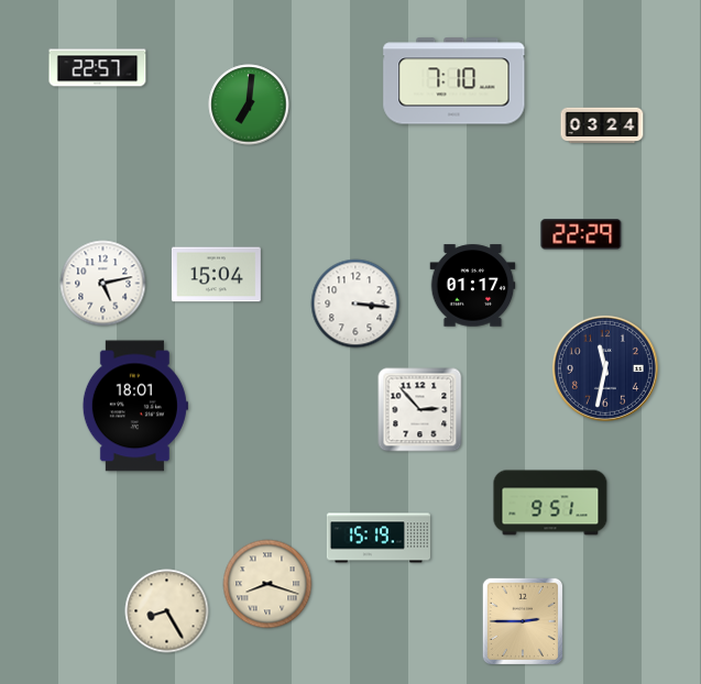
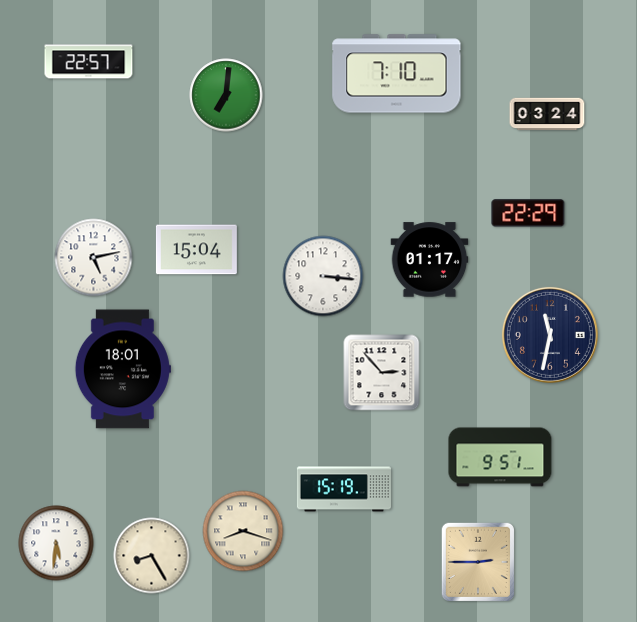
clock at (454, 81) position: (454, 81) -> (397, 74)
clock at (56, 543): none -> 5:31
clock at (522, 620) position: (522, 620) -> (477, 561)
